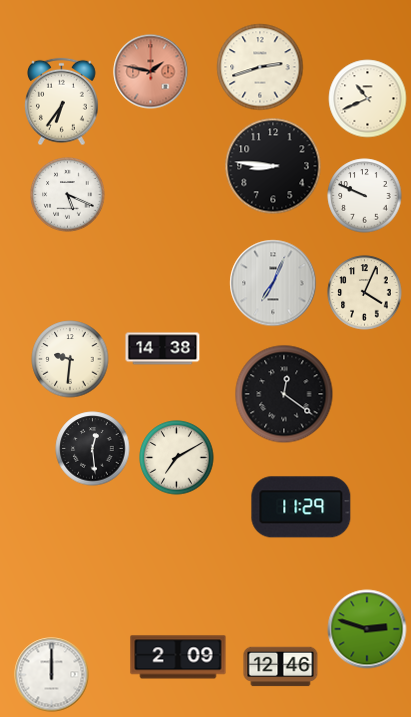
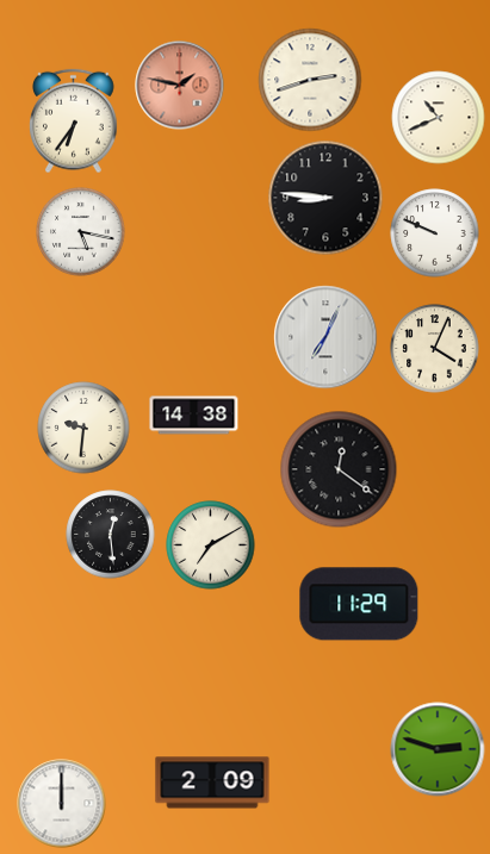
clock at (68, 195): 5:19 -> 5:17
clock at (281, 667): 12:46 -> none
